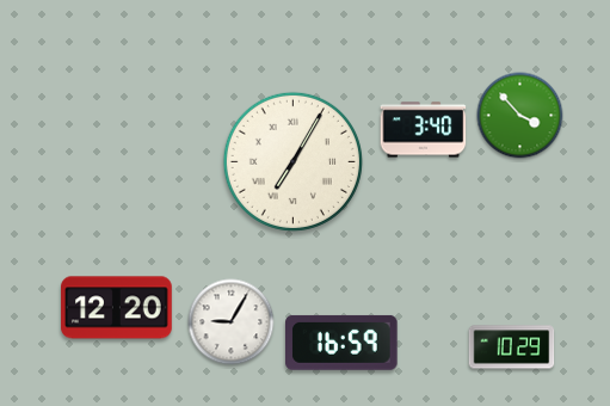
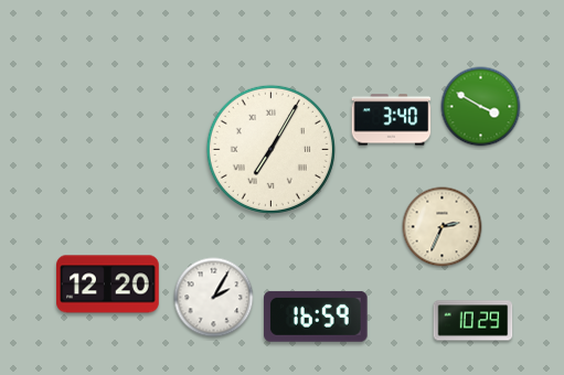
clock at (520, 116): 3:53 -> 3:50
clock at (443, 227): none -> 2:34
clock at (232, 322): 9:05 -> 2:05
